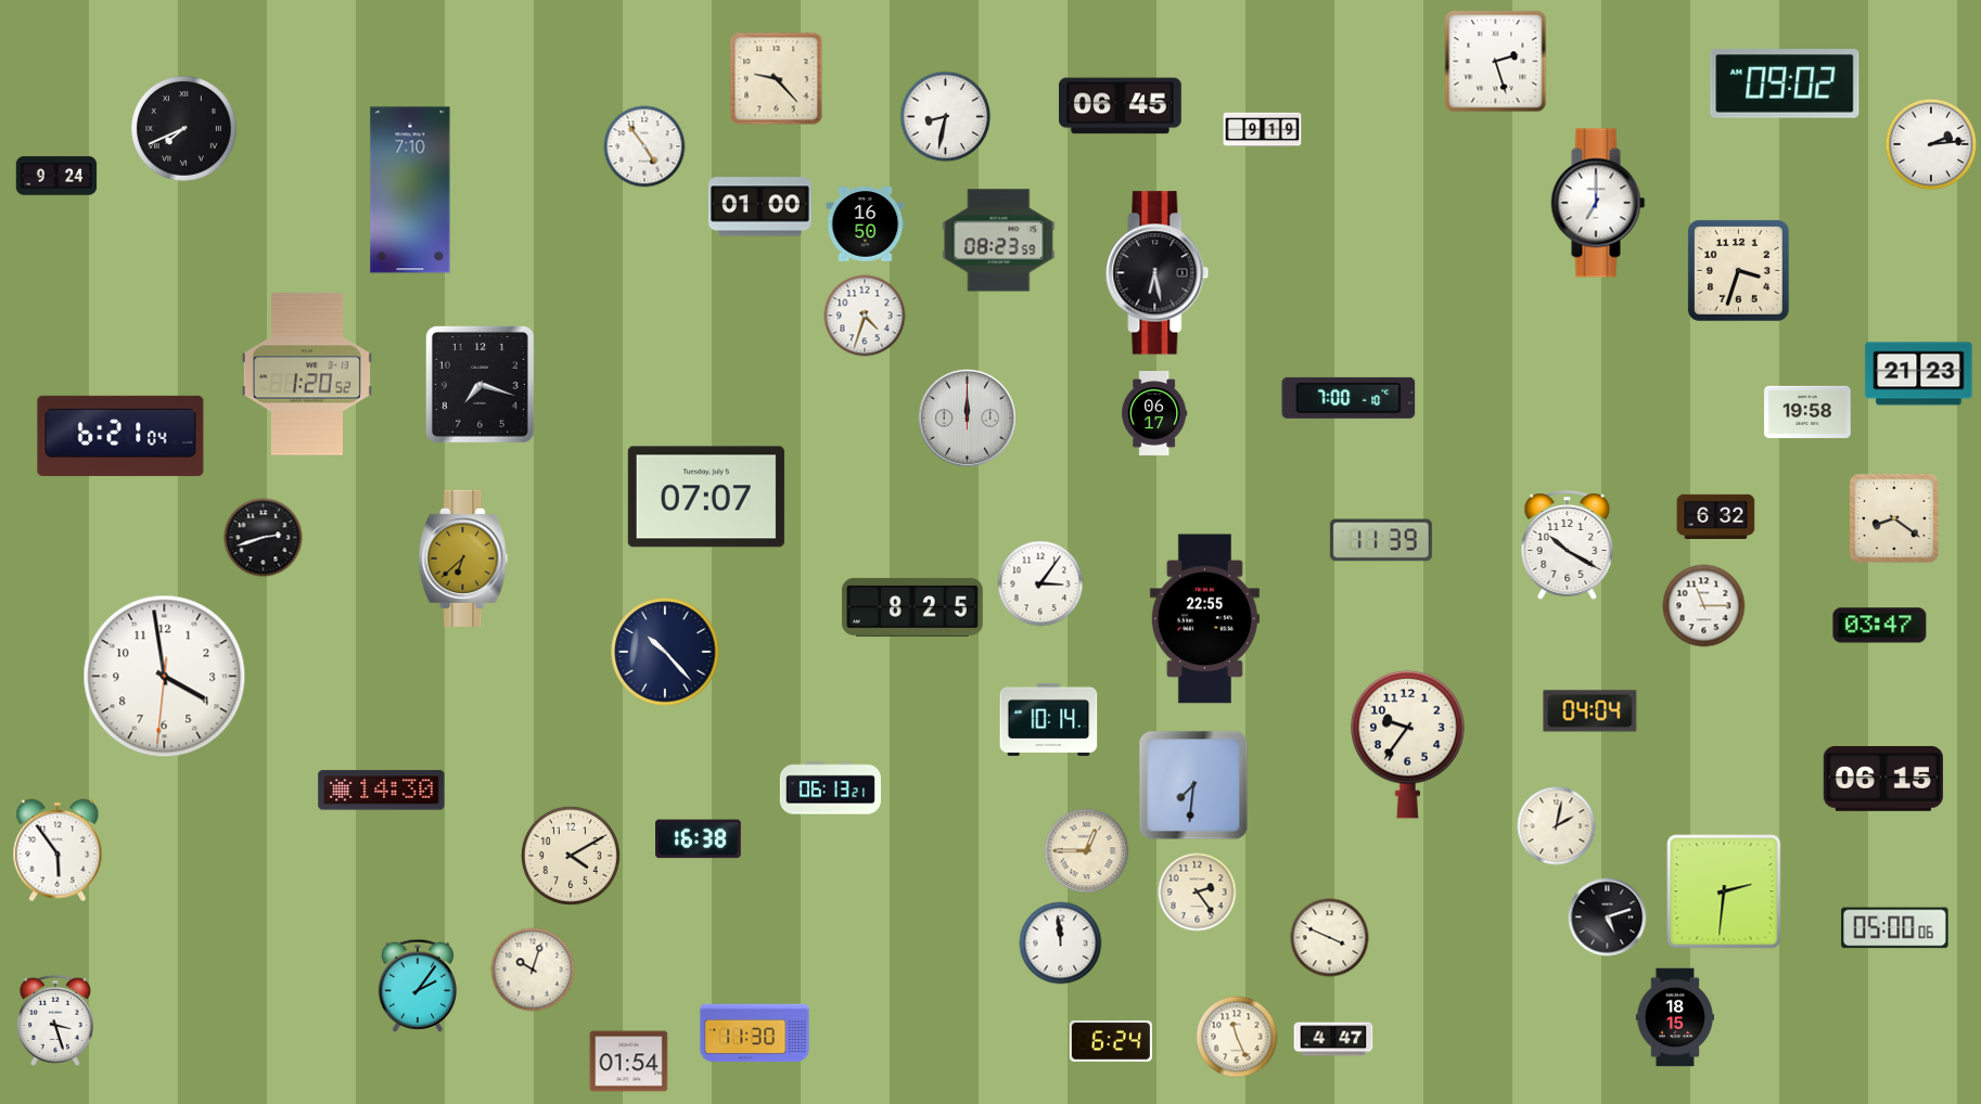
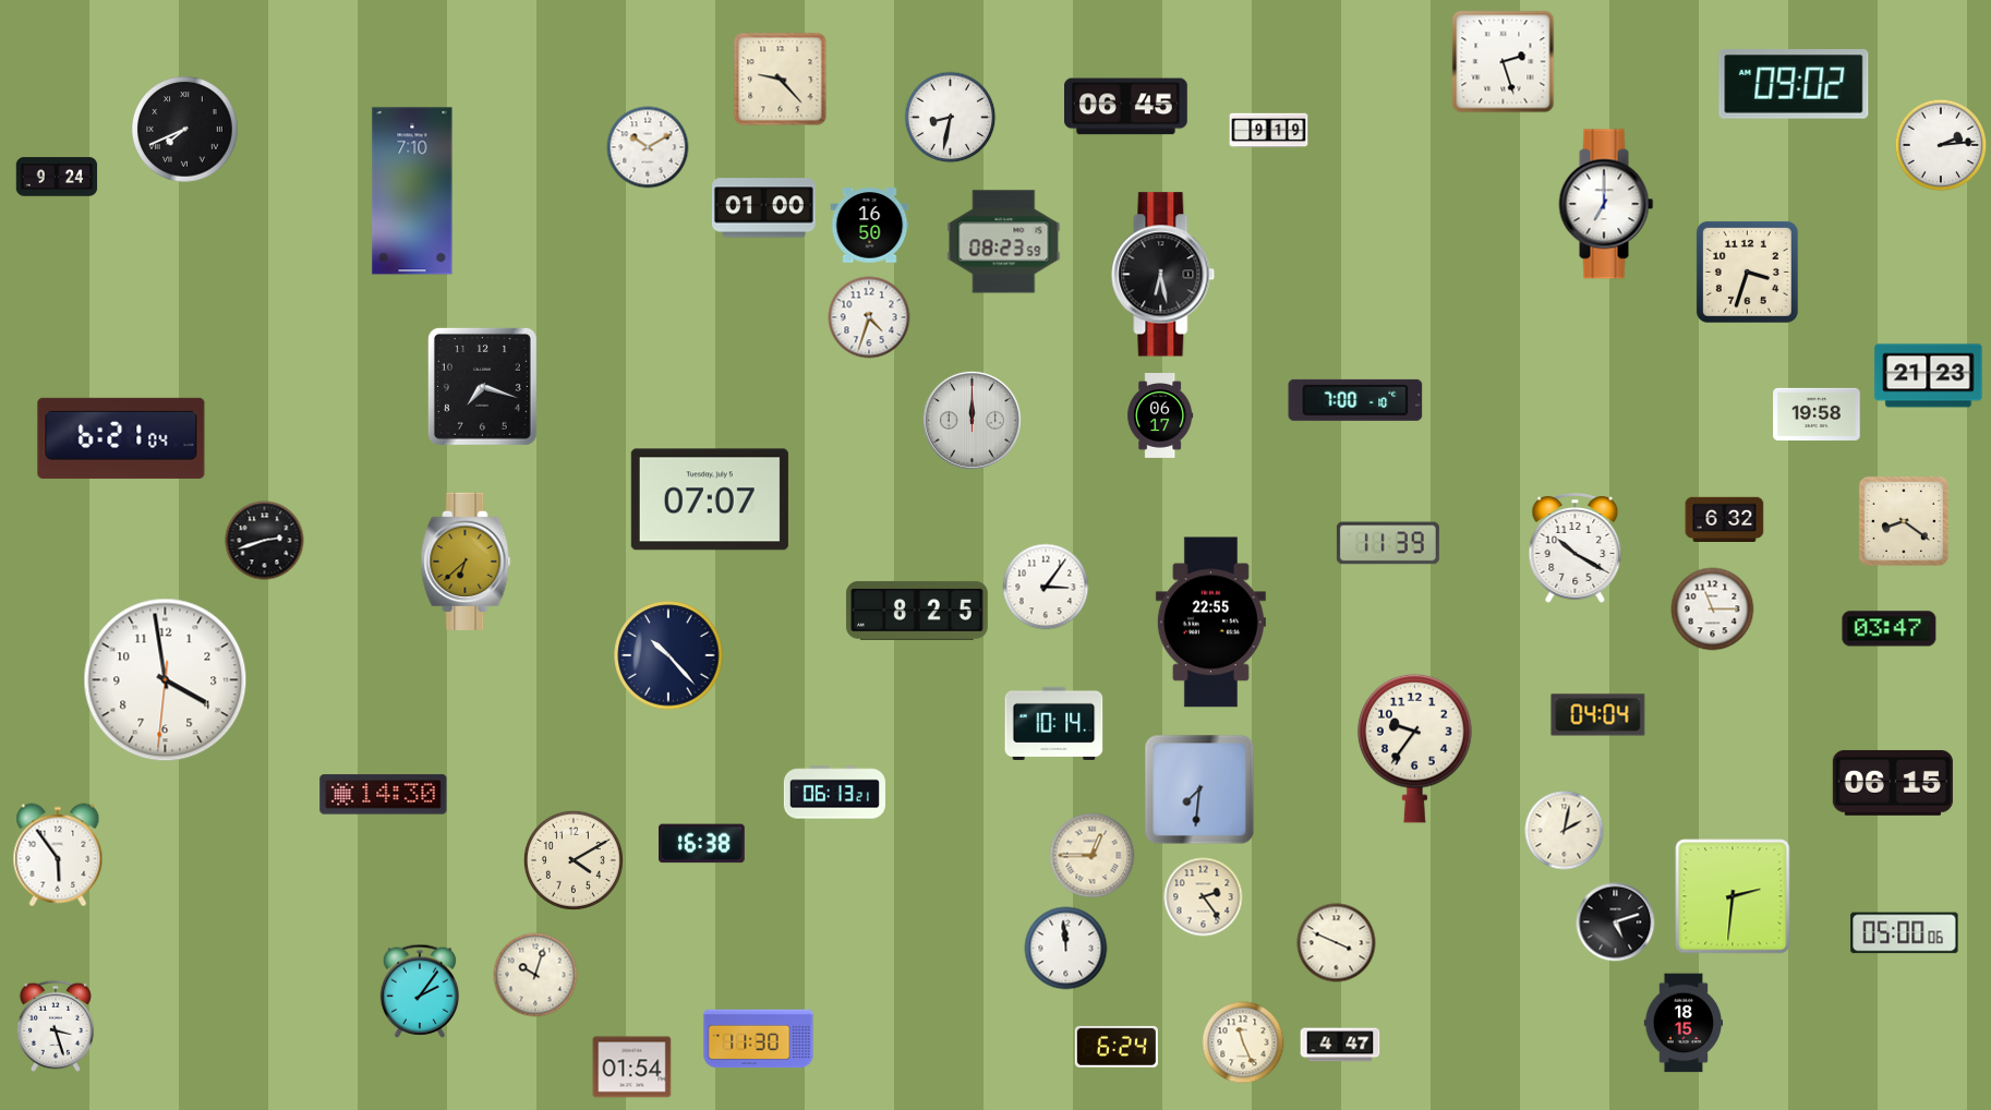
clock at (644, 146): 4:54 -> 10:10
clock at (307, 374): 1:20 -> none
